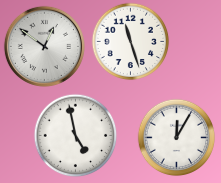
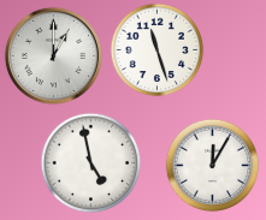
clock at (44, 46): 12:51 -> 1:00
